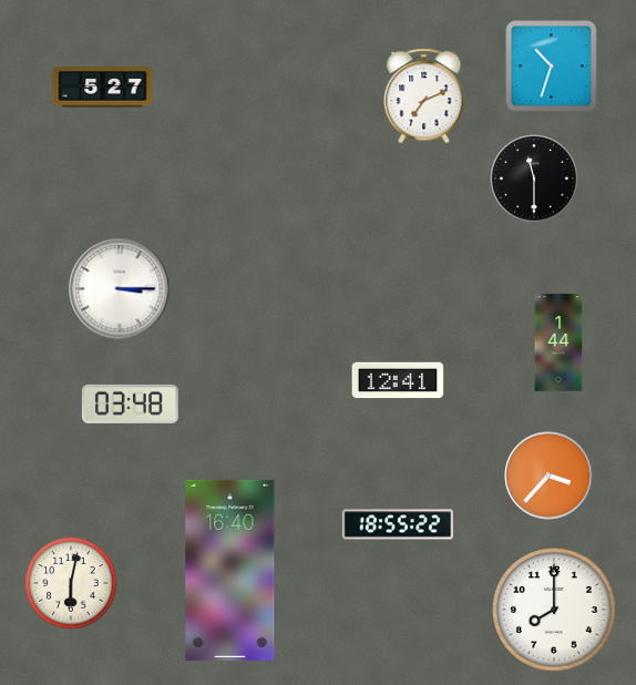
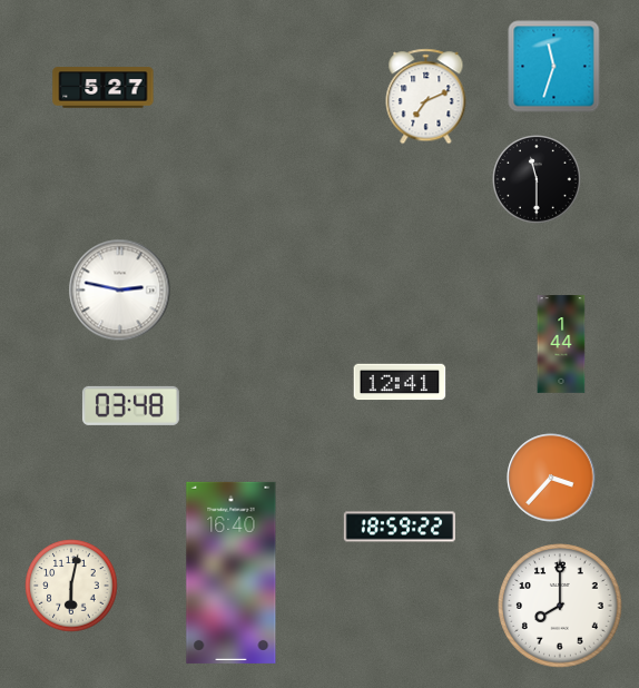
clock at (552, 67): 10:33 -> 11:33
clock at (120, 289): 3:15 -> 2:47
clock at (397, 524): 18:55 -> 18:59
clock at (554, 610) position: (554, 610) -> (560, 606)
